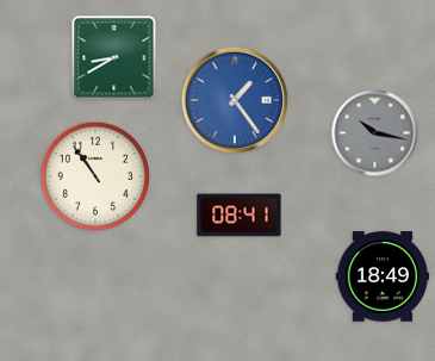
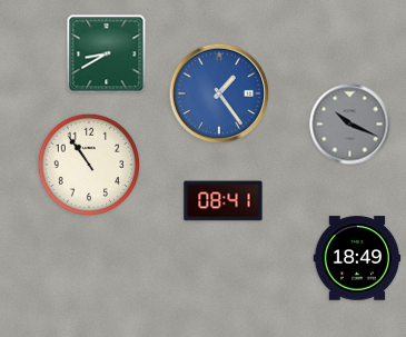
clock at (375, 133): 10:17 -> 10:19
